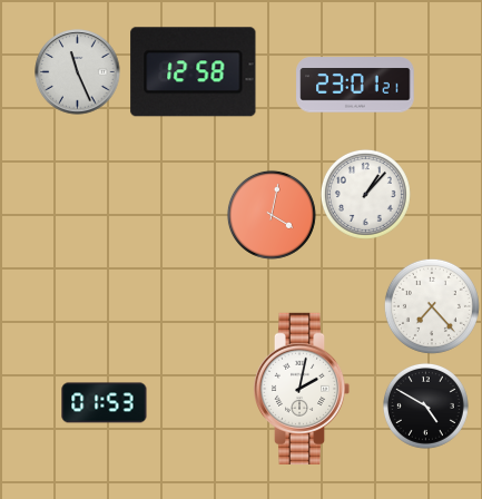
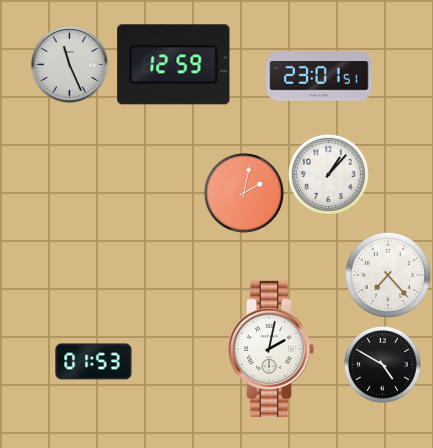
clock at (194, 72): 12:58 -> 12:59
clock at (355, 85): 23:01:21 -> 23:01:51
clock at (272, 215): 4:02 -> 2:02
